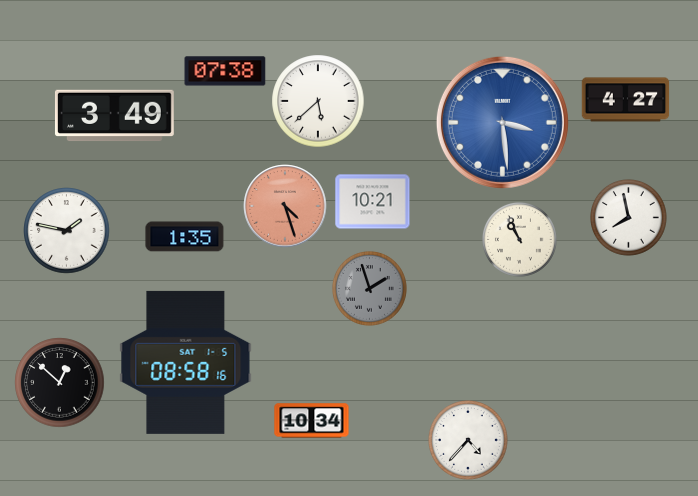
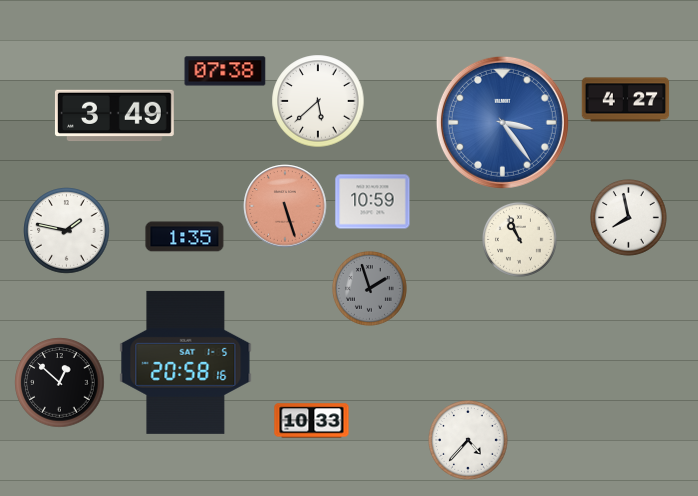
clock at (502, 122): 3:29 -> 3:24
clock at (373, 202): 10:21 -> 10:59
clock at (285, 206): 4:27 -> 5:27
clock at (186, 362): 08:58 -> 20:58
clock at (312, 421): 10:34 -> 10:33
